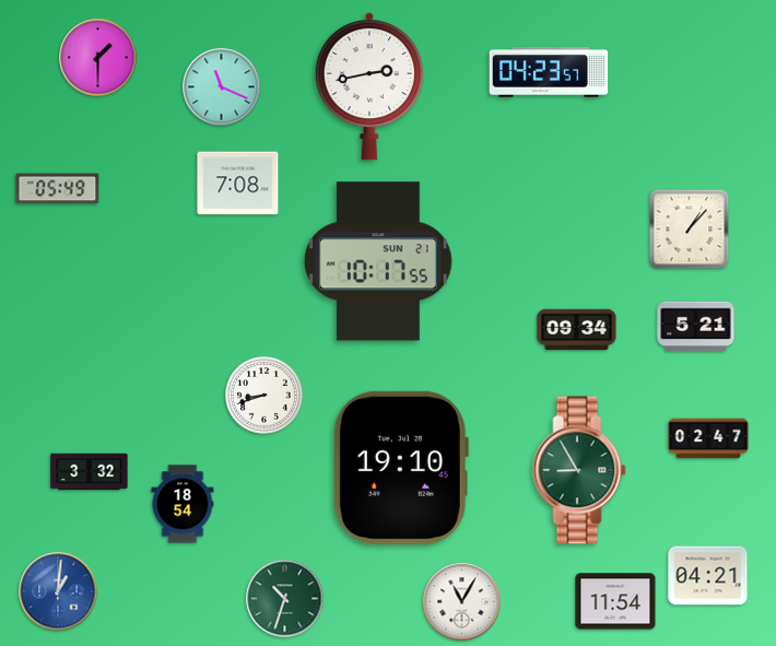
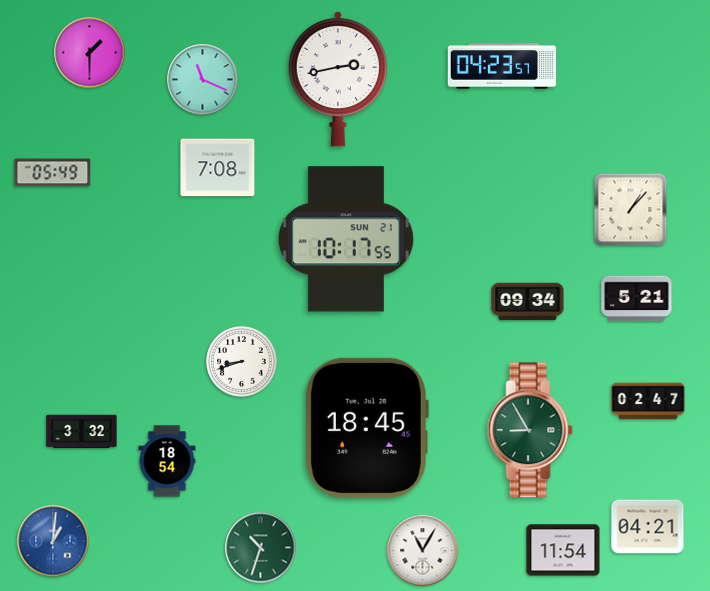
clock at (401, 468): 19:10 -> 18:45
